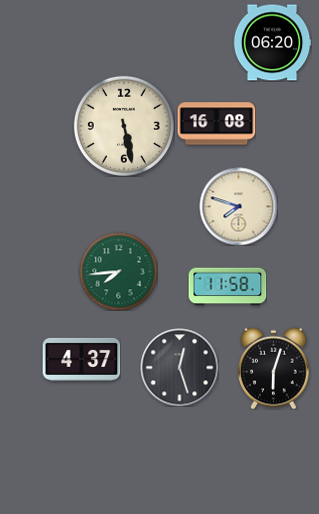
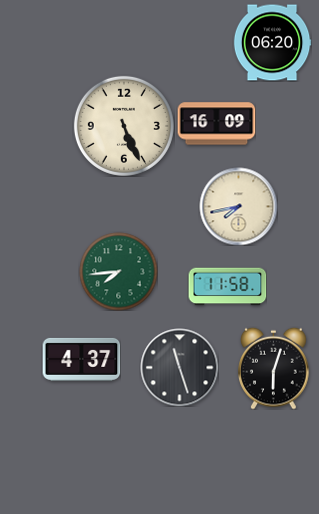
clock at (216, 124): 16:08 -> 16:09
clock at (124, 126): 5:28 -> 5:26
clock at (238, 206): 7:48 -> 7:43
clock at (179, 367): 12:27 -> 11:27
